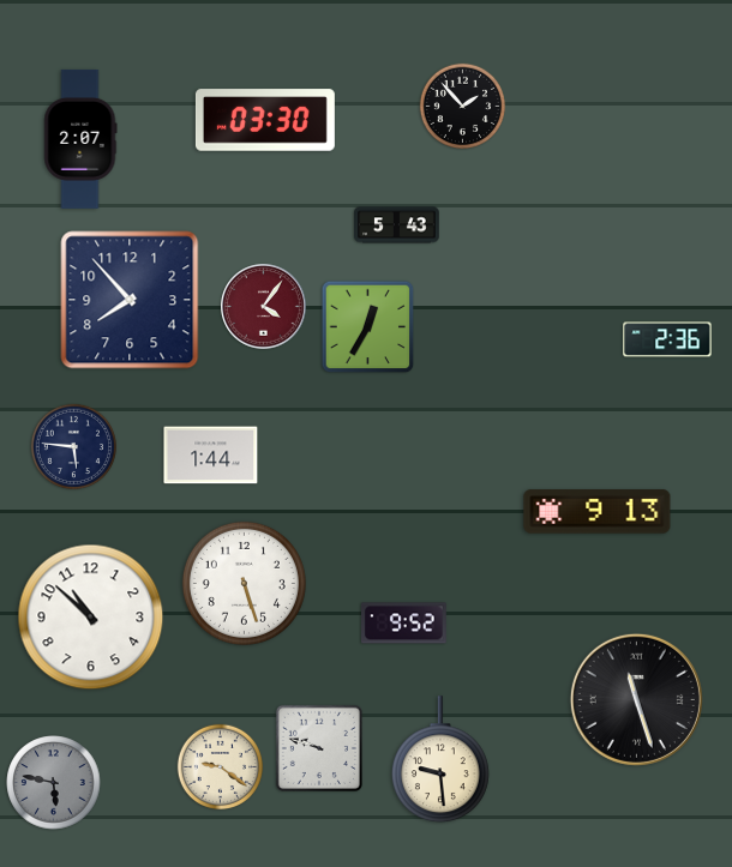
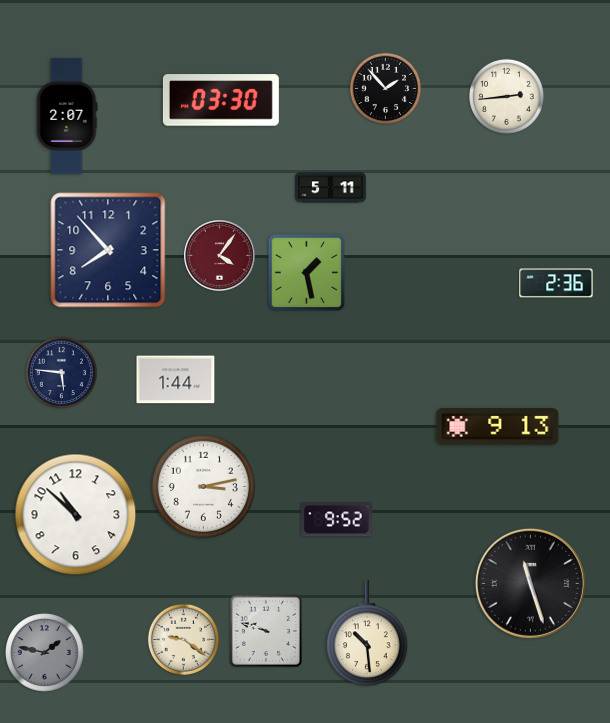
clock at (506, 96): none -> 2:44
clock at (397, 225): 5:43 -> 5:11
clock at (368, 327): 12:35 -> 1:28
clock at (244, 583): 5:27 -> 3:13
clock at (319, 748) position: (319, 748) -> (266, 631)
clock at (440, 760): 9:29 -> 10:29
clock at (54, 783): 5:47 -> 1:47
